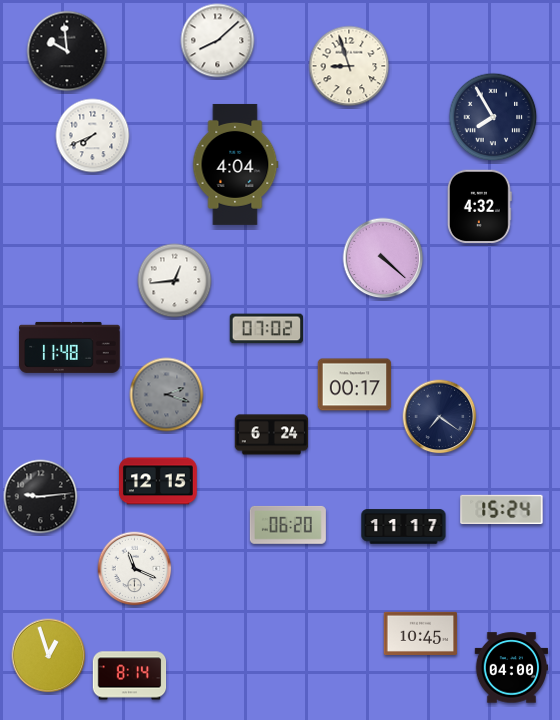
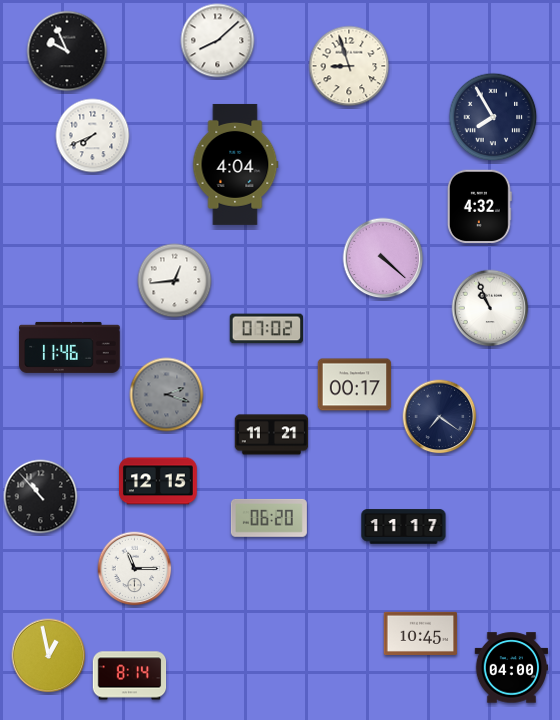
clock at (67, 51): 9:59 -> 9:56
clock at (490, 308): none -> 10:56
clock at (70, 347): 11:48 -> 11:46
clock at (272, 435): 6:24 -> 11:21
clock at (41, 497): 9:14 -> 10:53
clock at (502, 510): 15:24 -> none
clock at (288, 525) position: (288, 525) -> (269, 518)
clock at (135, 569): 11:19 -> 11:15
clock at (49, 656): 12:57 -> 12:58
